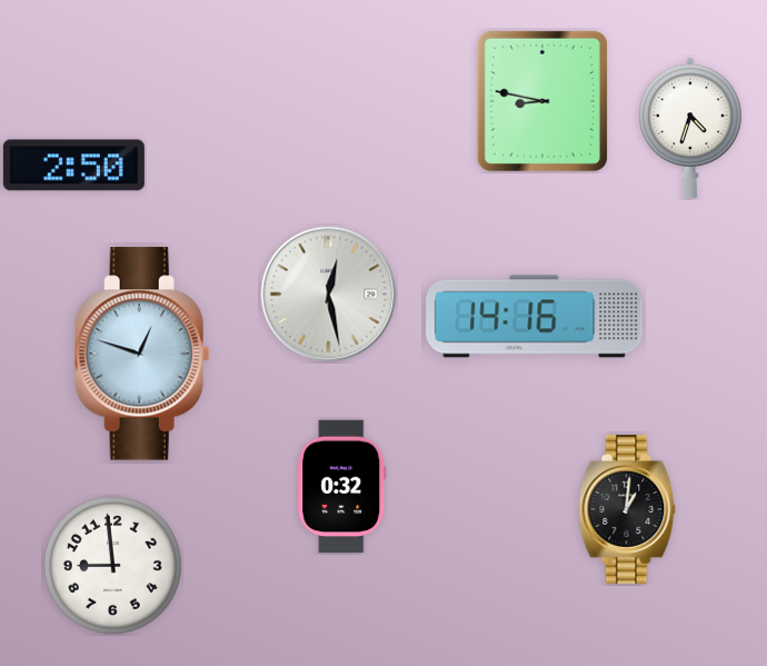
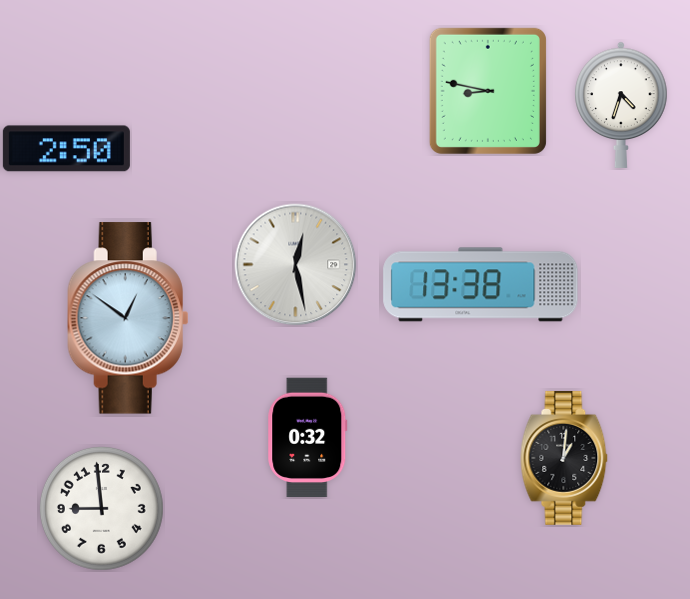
clock at (690, 128) position: (690, 128) -> (621, 105)
clock at (535, 317): 14:16 -> 13:38
clock at (142, 354): 12:48 -> 12:51
